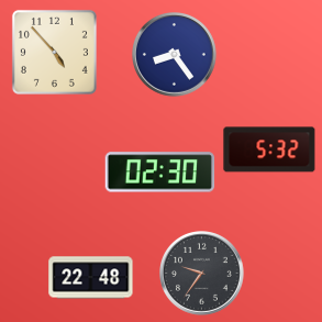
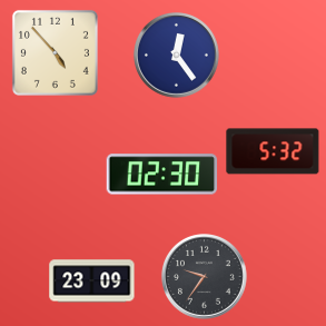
clock at (175, 55): 8:24 -> 12:24
clock at (91, 278): 22:48 -> 23:09
